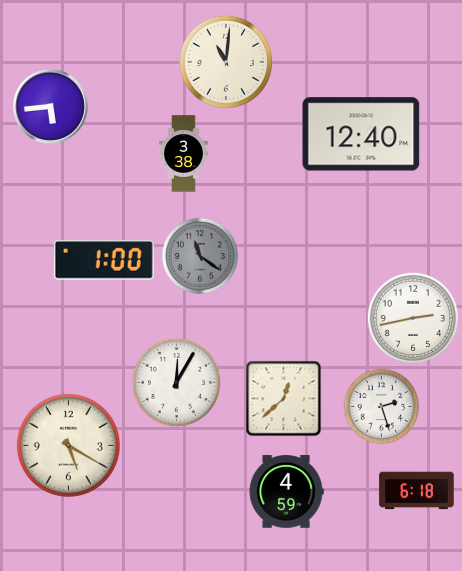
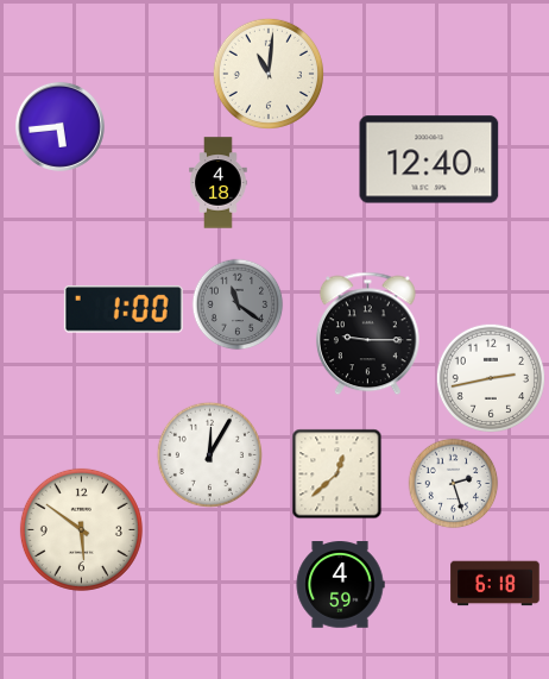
clock at (184, 154): 3:38 -> 4:18
clock at (367, 334): none -> 9:15
clock at (68, 445): 5:20 -> 5:51
